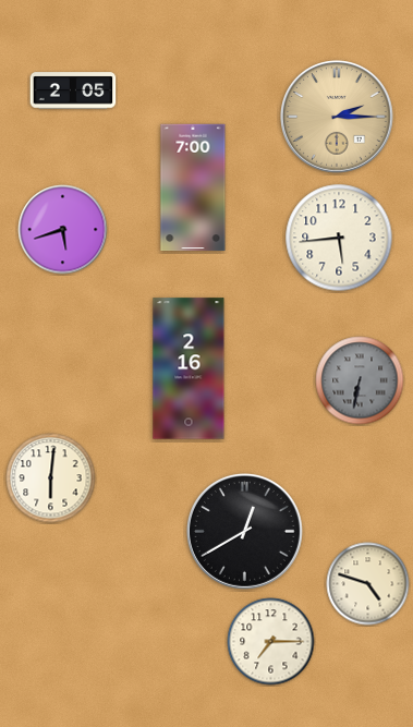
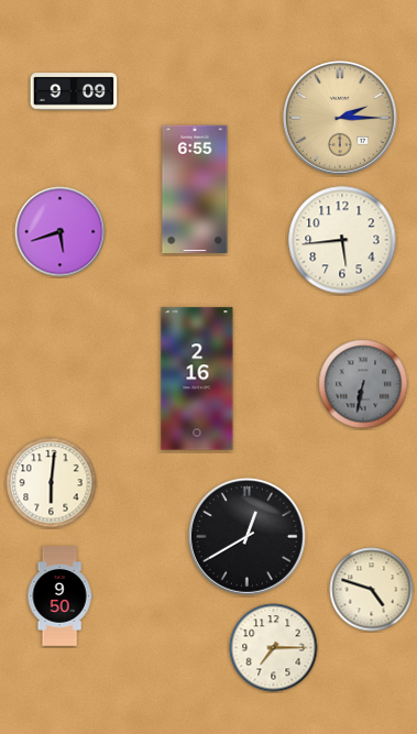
clock at (73, 90): 2:05 -> 9:09
clock at (193, 187): 7:00 -> 6:55
clock at (63, 230) position: (63, 230) -> (61, 232)
clock at (189, 368) position: (189, 368) -> (197, 379)
clock at (59, 596): none -> 9:50
